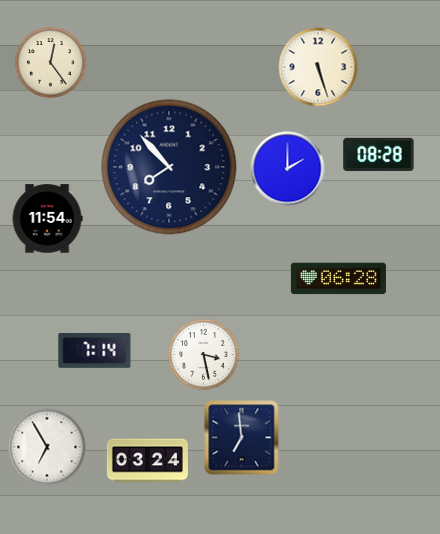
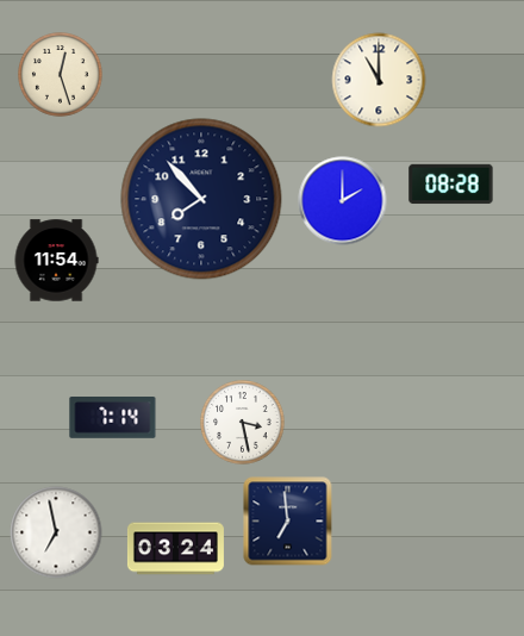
clock at (51, 63): 12:24 -> 12:27
clock at (318, 67): 5:27 -> 11:00
clock at (338, 279): 06:28 -> none
clock at (47, 447): 6:55 -> 6:58
